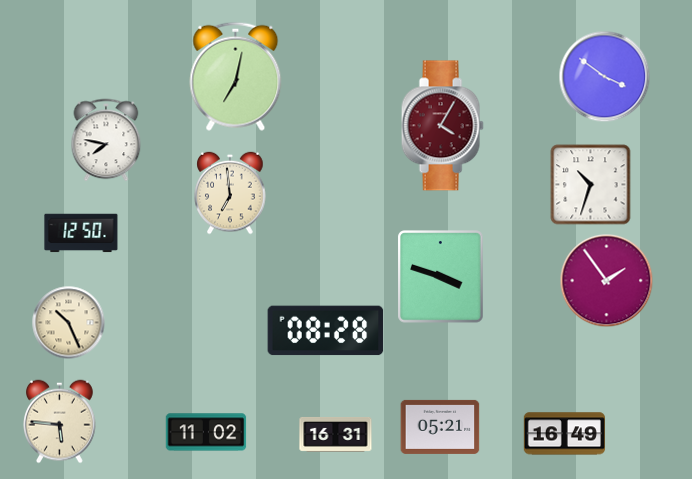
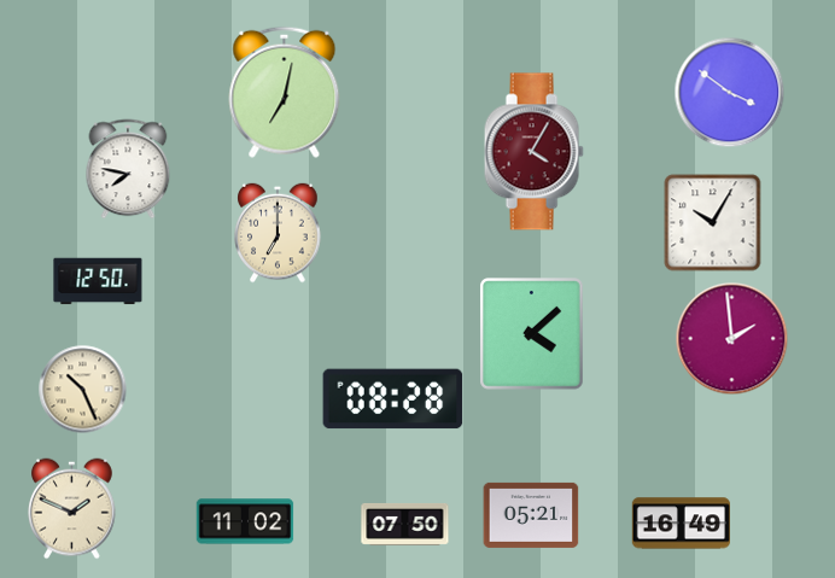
clock at (591, 185): 10:33 -> 10:05
clock at (230, 193): 6:59 -> 7:00
clock at (441, 277): 3:48 -> 4:08
clock at (607, 281): 1:54 -> 1:59
clock at (60, 422): 5:46 -> 1:49
clock at (206, 432) position: (206, 432) -> (245, 521)
clock at (336, 434): 16:31 -> 07:50
